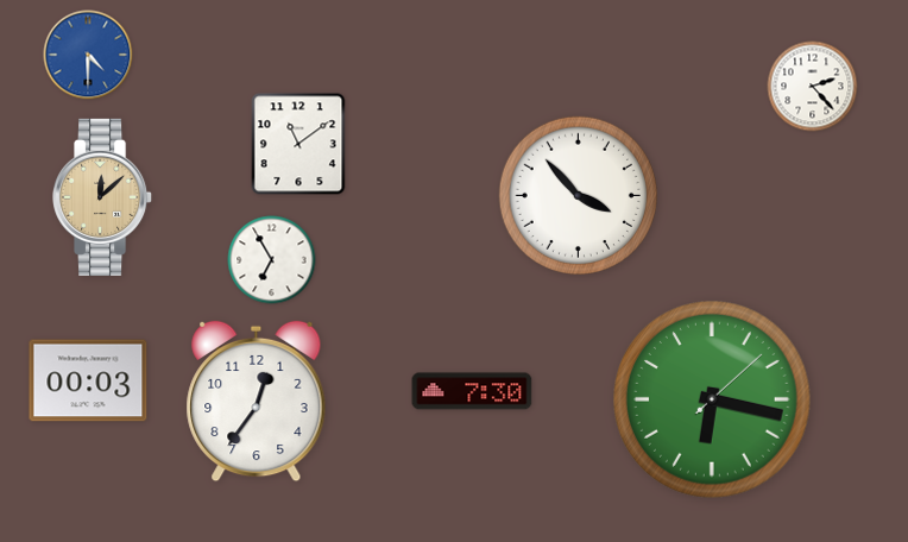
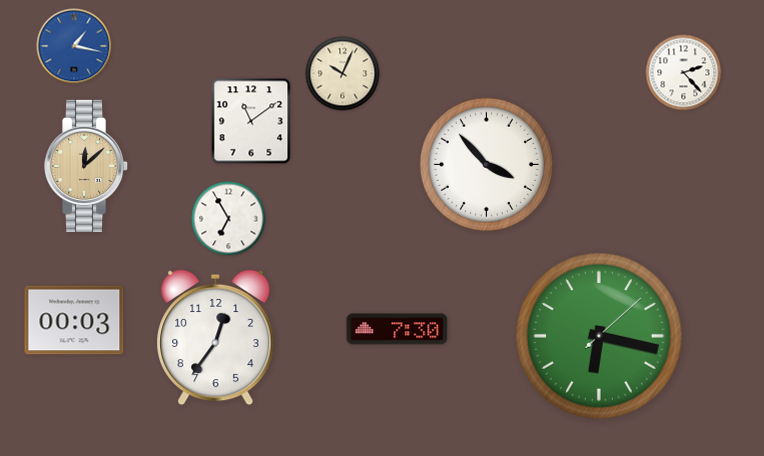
clock at (88, 55): 4:30 -> 1:17
clock at (343, 74): none -> 10:04
